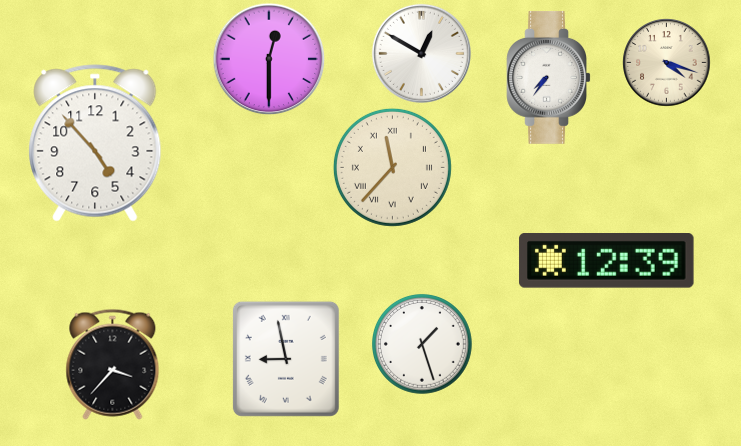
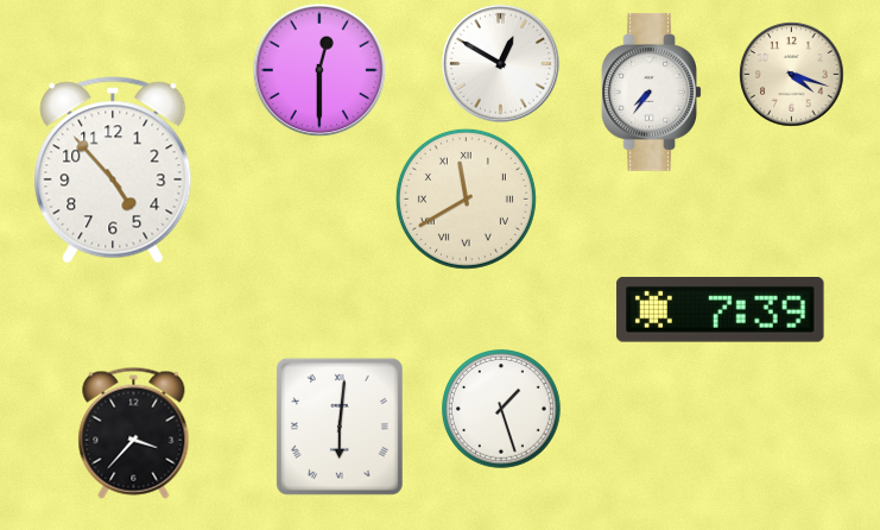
clock at (392, 167): 11:37 -> 11:40
clock at (607, 261): 12:39 -> 7:39
clock at (286, 359): 8:58 -> 6:01
